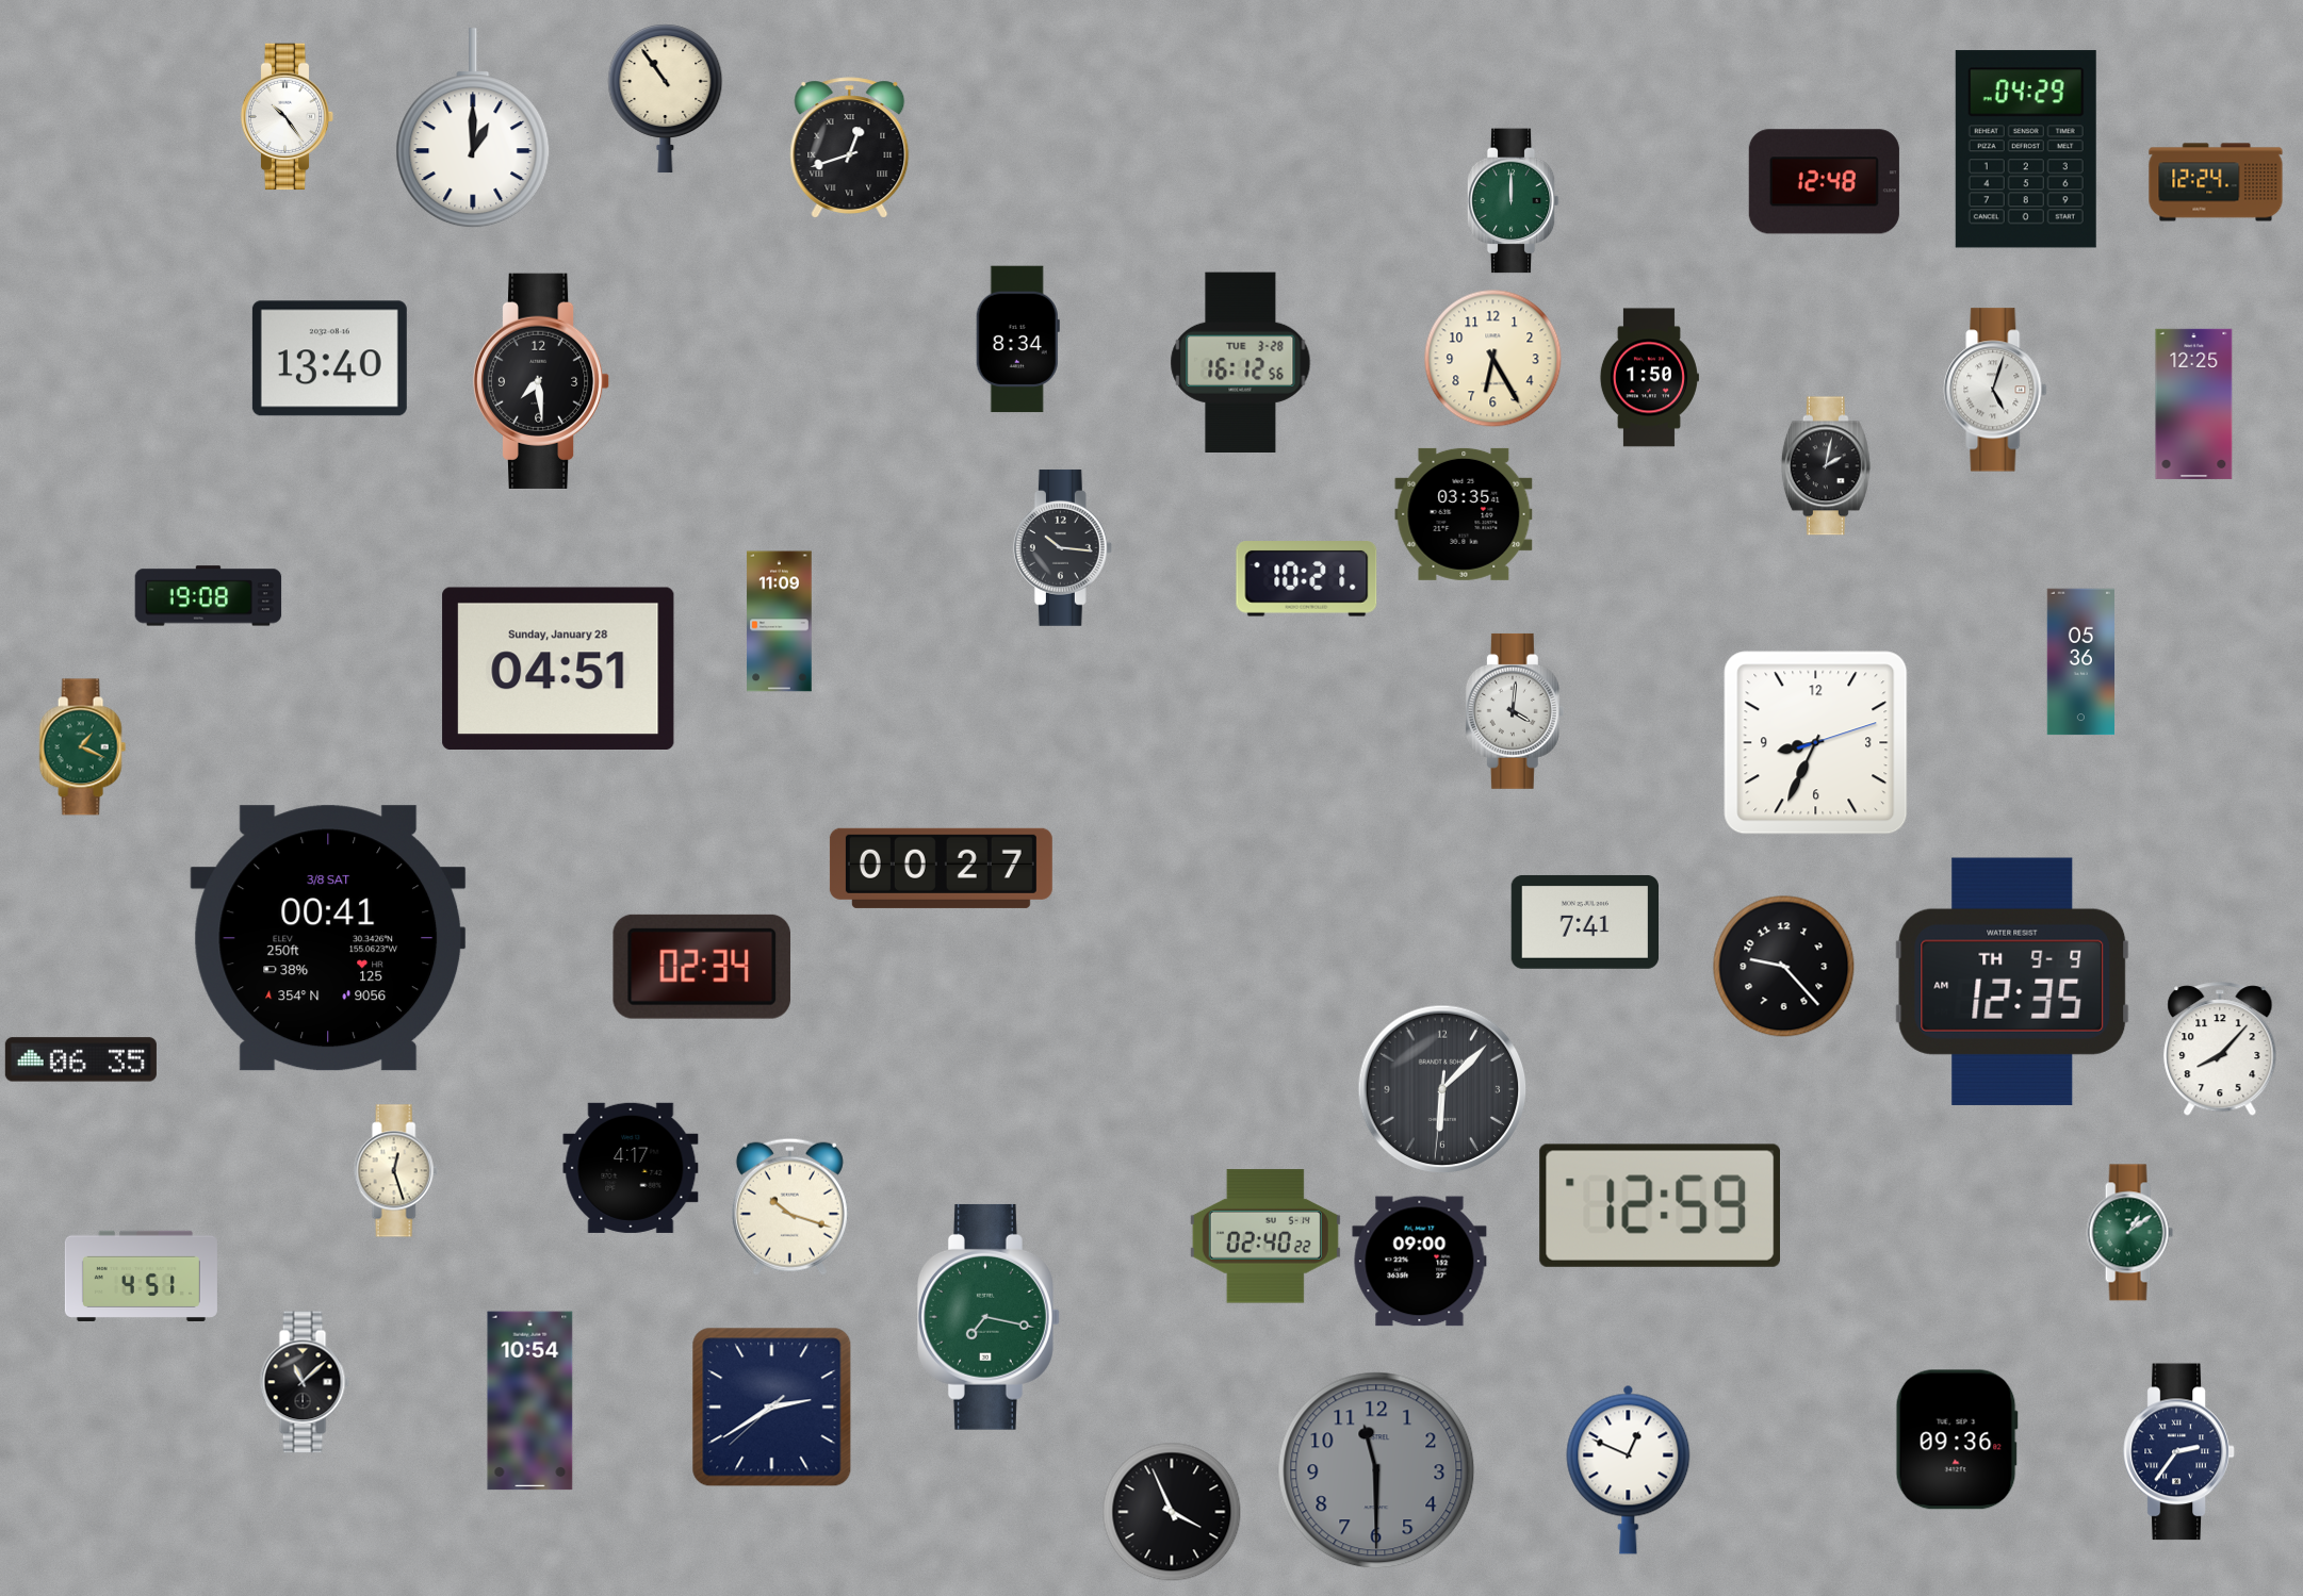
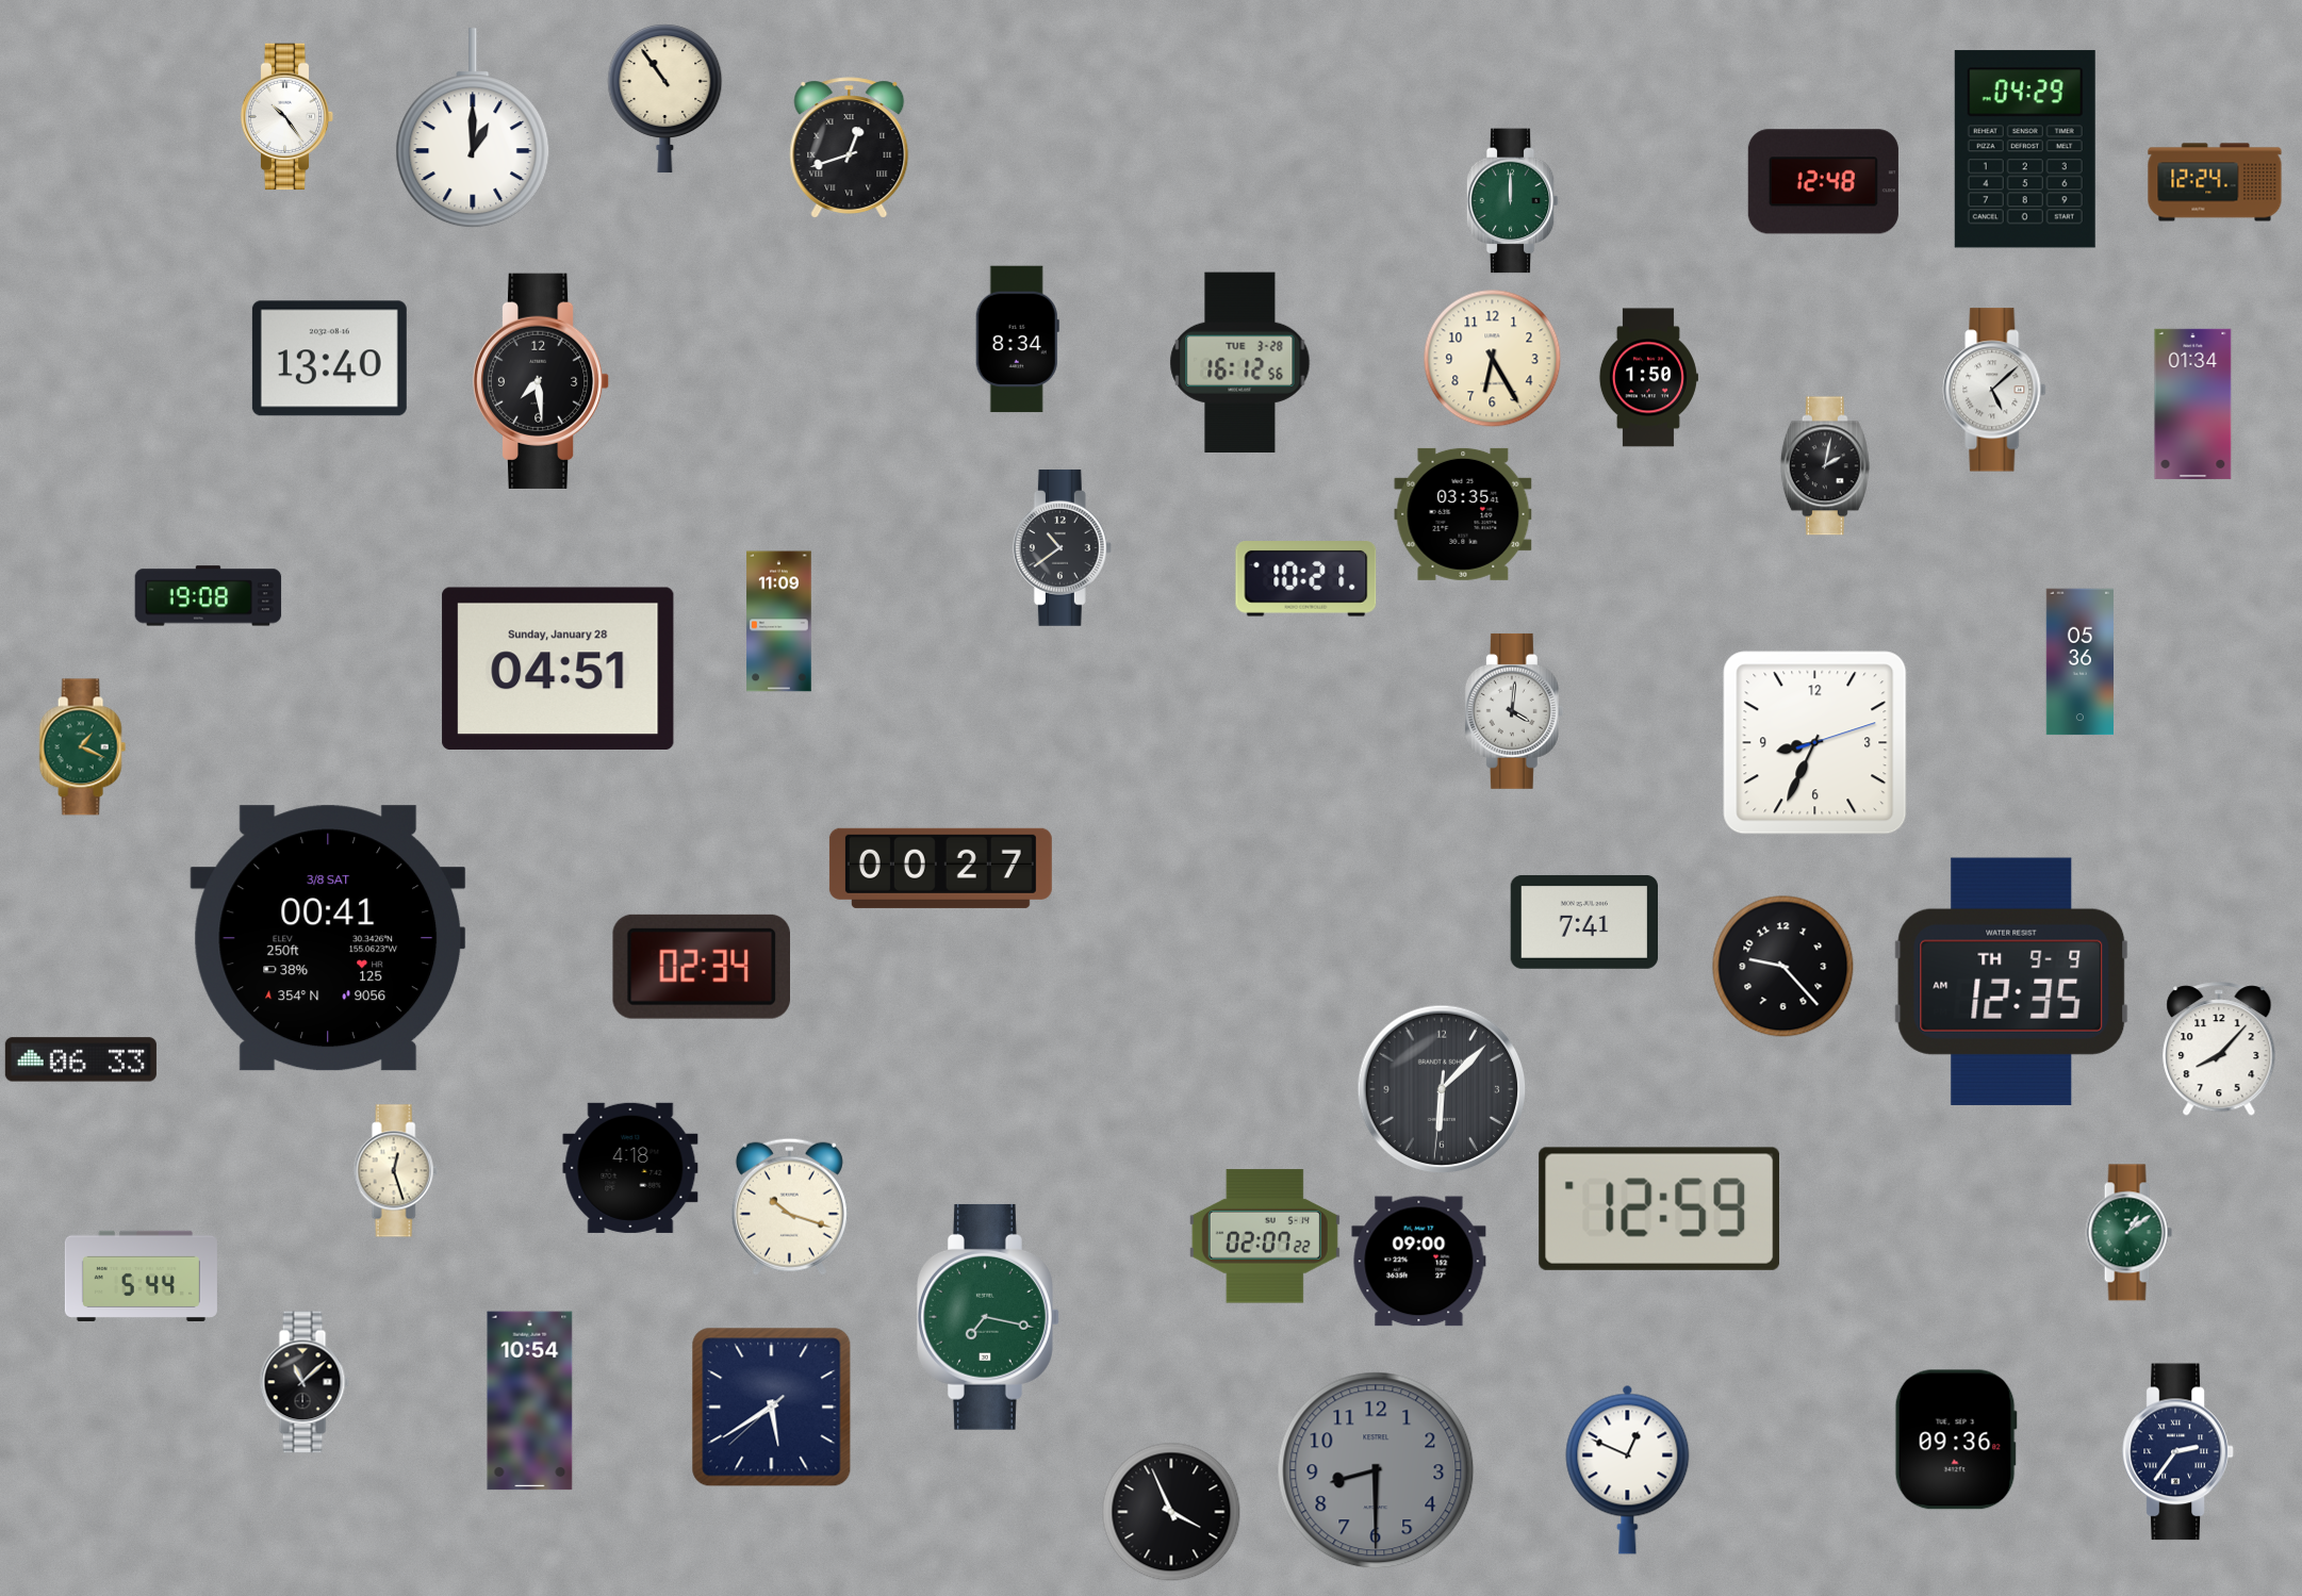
clock at (1995, 390): 5:03 -> 5:08
clock at (2194, 404): 12:25 -> 01:34
clock at (1062, 547): 10:16 -> 10:39
clock at (81, 1059): 06:35 -> 06:33
clock at (631, 1168): 4:17 -> 4:18
clock at (1660, 1205) position: (1660, 1205) -> (1659, 1208)
clock at (1265, 1236): 02:40 -> 02:07
clock at (141, 1276): 4:51 -> 5:44
clock at (772, 1408): 2:39 -> 5:39
clock at (1376, 1470): 11:30 -> 8:30
